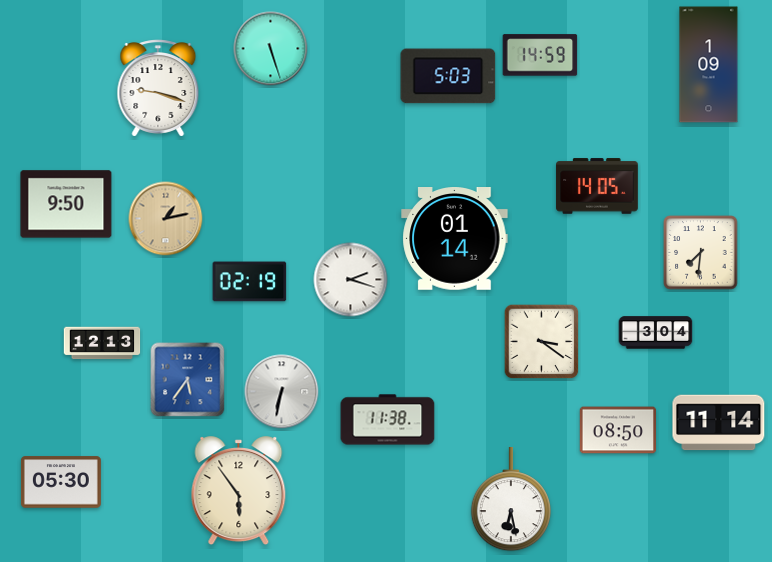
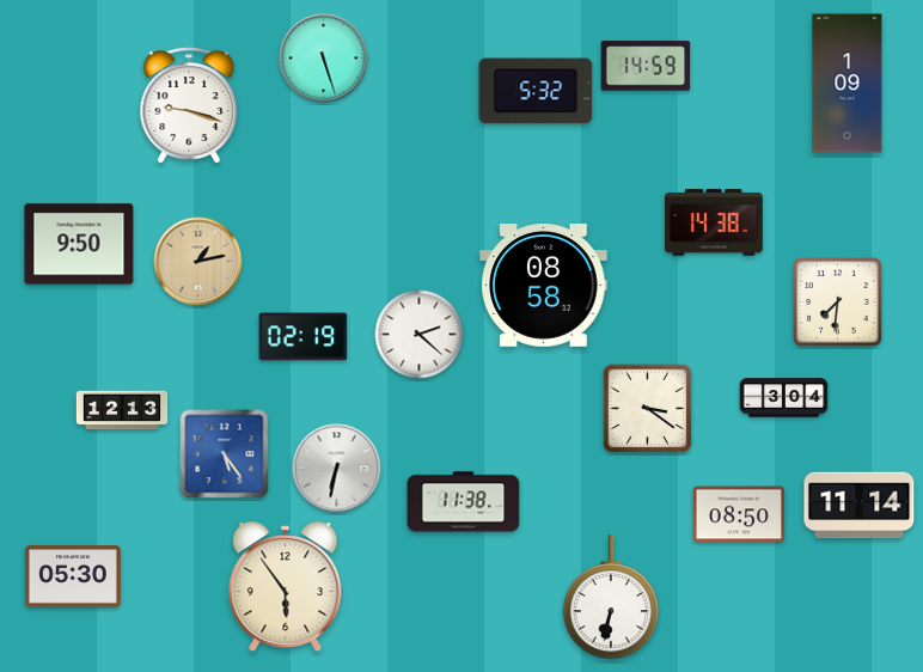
clock at (709, 65) position: (709, 65) -> (848, 84)
clock at (448, 76): 5:03 -> 5:32
clock at (597, 186): 14:05 -> 14:38
clock at (455, 239): 01:14 -> 08:58
clock at (351, 280): 2:18 -> 2:22
clock at (250, 282) position: (250, 282) -> (304, 337)
clock at (188, 380): 5:36 -> 5:24
clock at (510, 499): 6:28 -> 6:32
